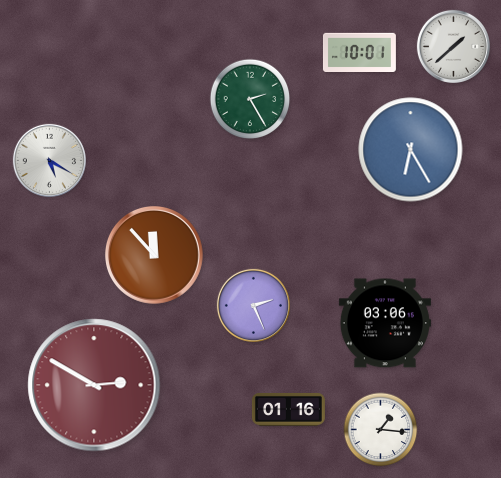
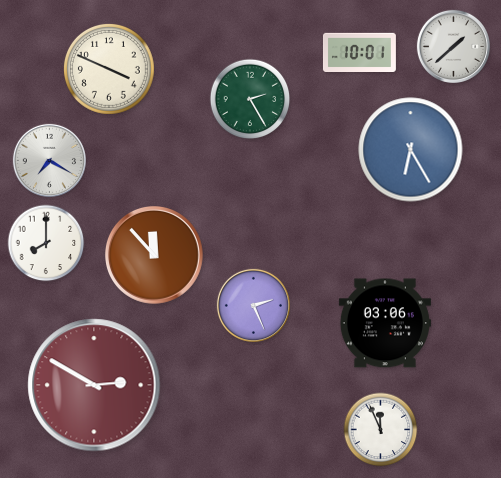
clock at (109, 69): none -> 3:49
clock at (49, 160): 5:20 -> 7:20
clock at (46, 243): none -> 8:00
clock at (288, 409): 01:16 -> none
clock at (381, 430): 1:16 -> 11:56
